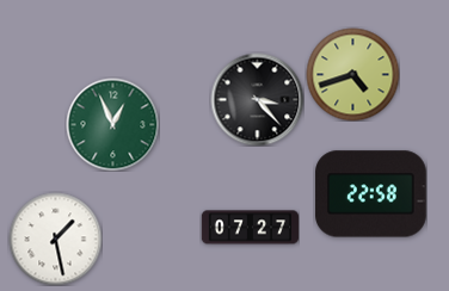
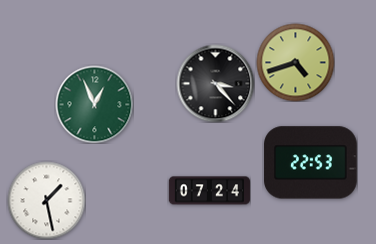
clock at (371, 194): 22:58 -> 22:53
clock at (250, 228): 07:27 -> 07:24
